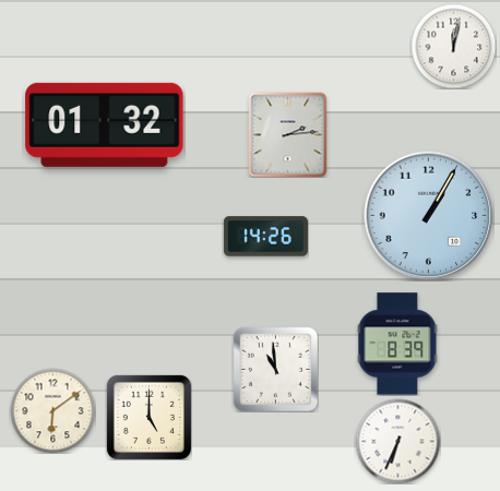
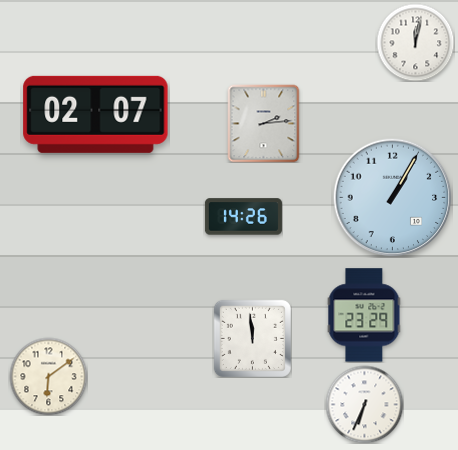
clock at (105, 124): 01:32 -> 02:07
clock at (397, 344): 8:39 -> 23:29
clock at (275, 369): 10:59 -> 11:59
clock at (148, 417): 5:00 -> none
